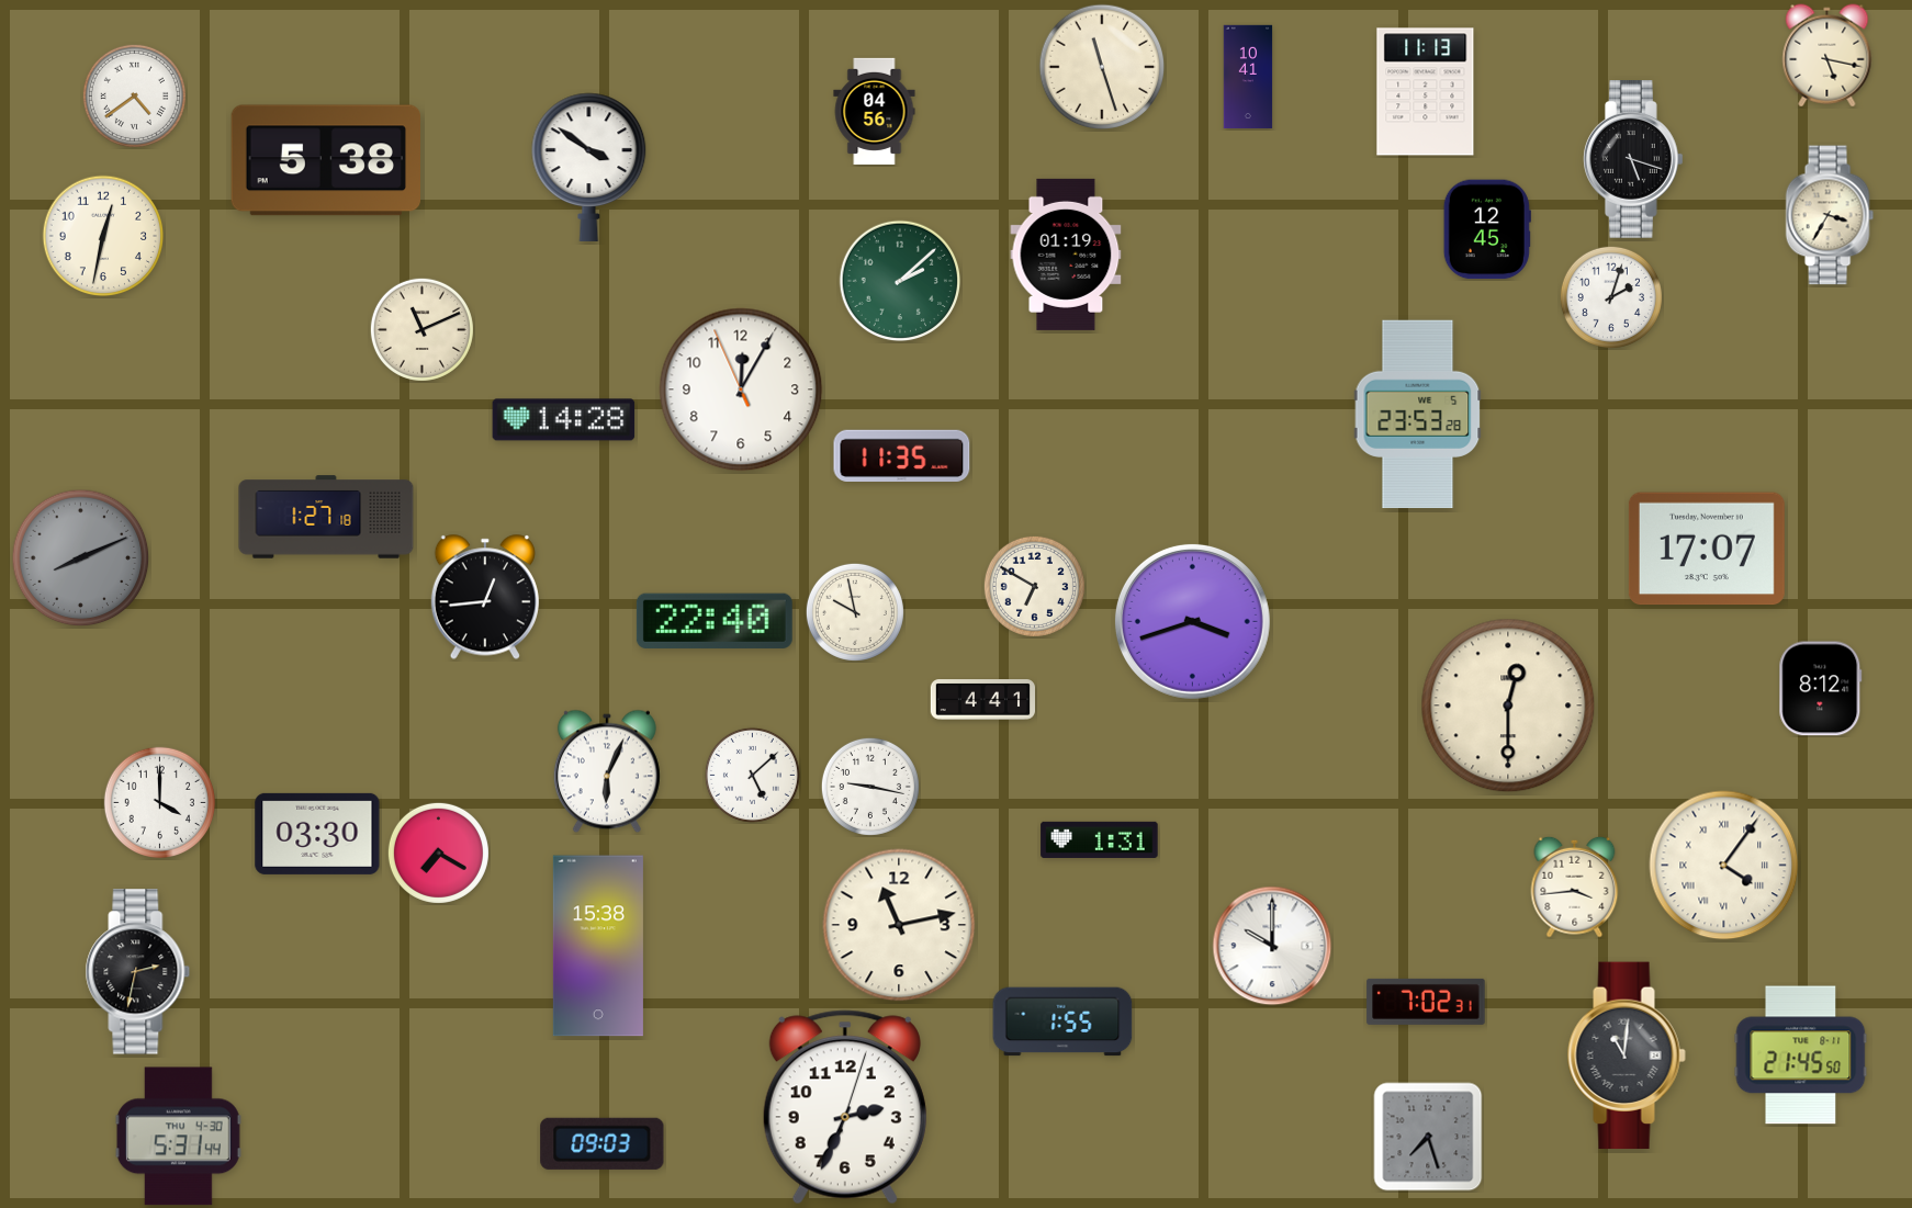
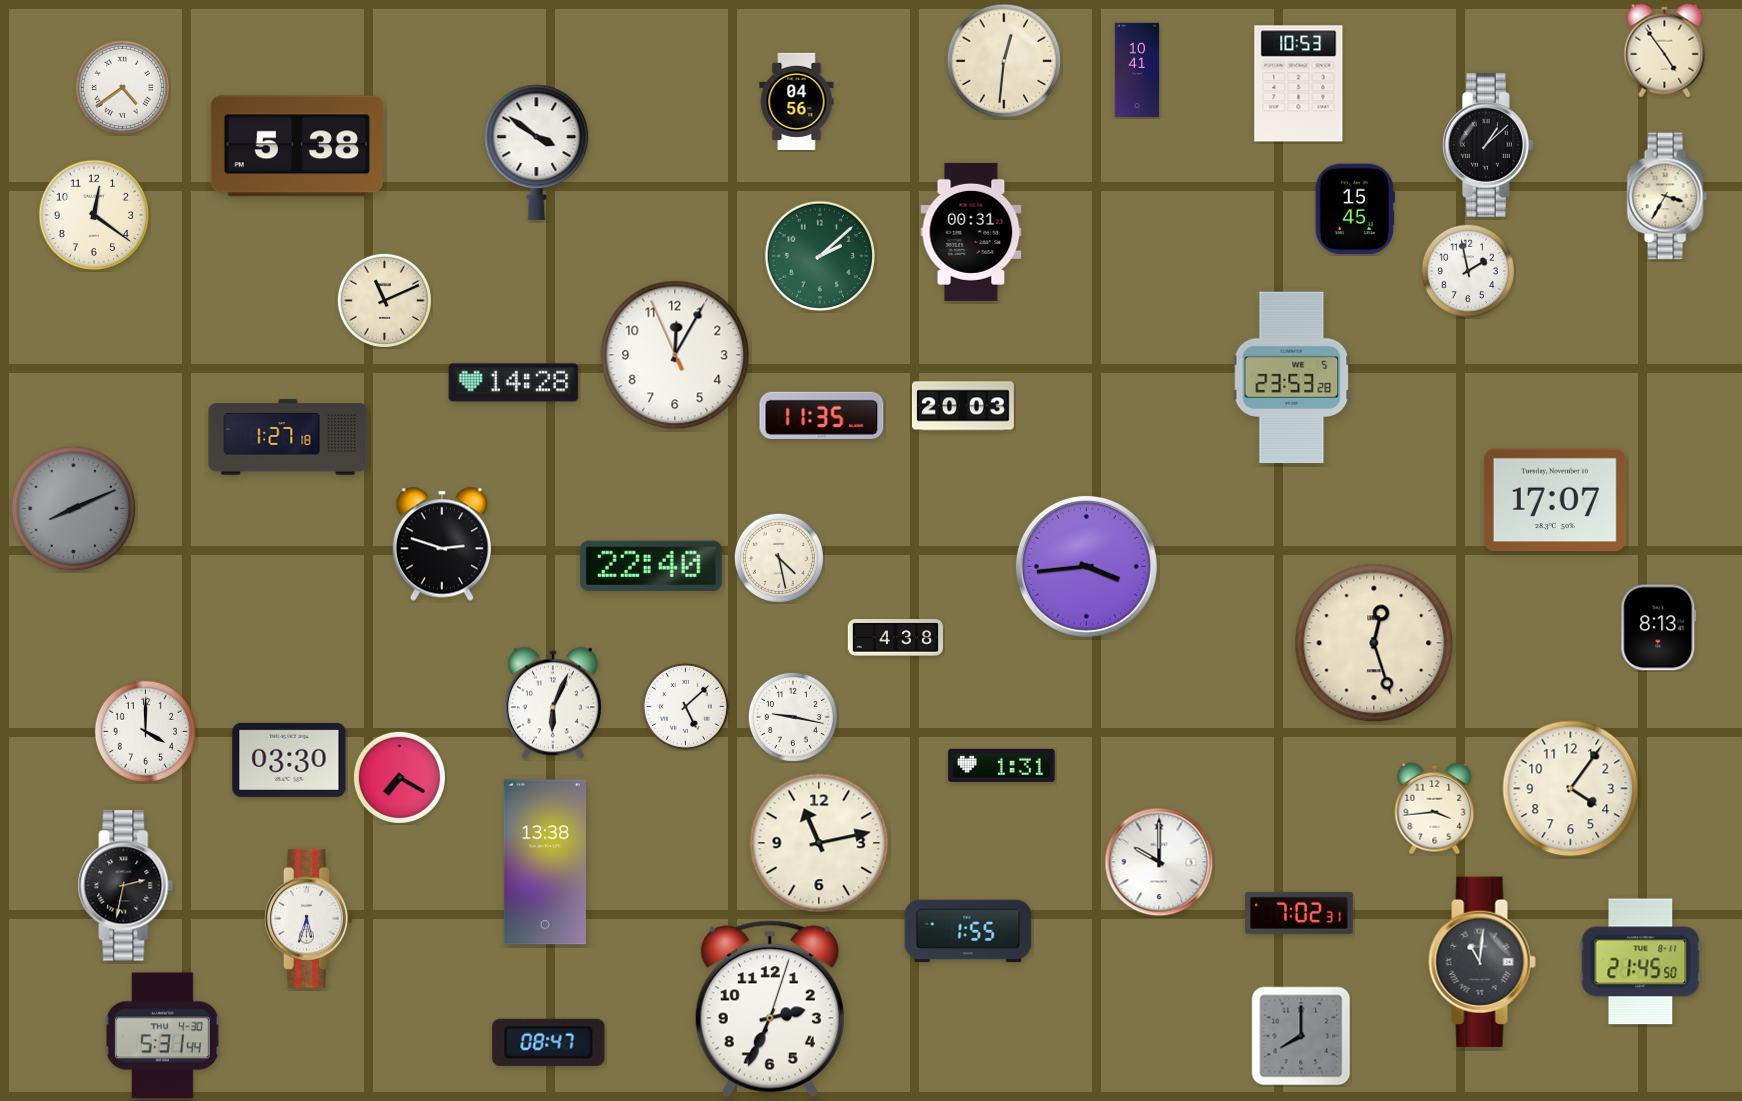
clock at (1827, 56): 5:17 -> 4:54
clock at (1102, 67): 11:27 -> 12:31
clock at (1426, 92): 11:13 -> 10:53
clock at (1633, 160): 5:18 -> 1:08
clock at (1487, 229): 12:45 -> 15:45
clock at (103, 236): 12:32 -> 12:21
clock at (1066, 255): 01:19 -> 00:31
clock at (1611, 297): 2:03 -> 1:58
clock at (963, 406): none -> 20:03
clock at (326, 517) position: (326, 517) -> (288, 437)
clock at (1034, 586): 6:50 -> none
clock at (485, 597): 12:44 -> 2:48
clock at (855, 612): 9:58 -> 4:28
clock at (1192, 621): 3:42 -> 3:44
clock at (1821, 689): 8:12 -> 8:13
clock at (982, 700): 4:41 -> 4:38
clock at (1508, 705): 12:30 -> 12:27
clock at (1724, 866) numerals: Roman -> Arabic
clock at (598, 946): 15:38 -> 13:38
clock at (308, 918): none -> 5:33
clock at (1428, 1137): 7:27 -> 8:00
clock at (603, 1143): 09:03 -> 08:47
